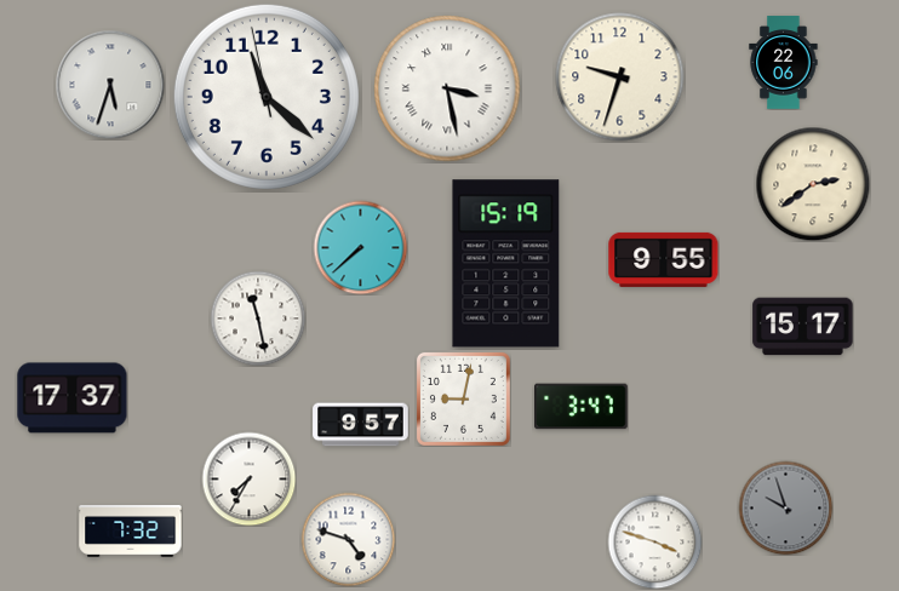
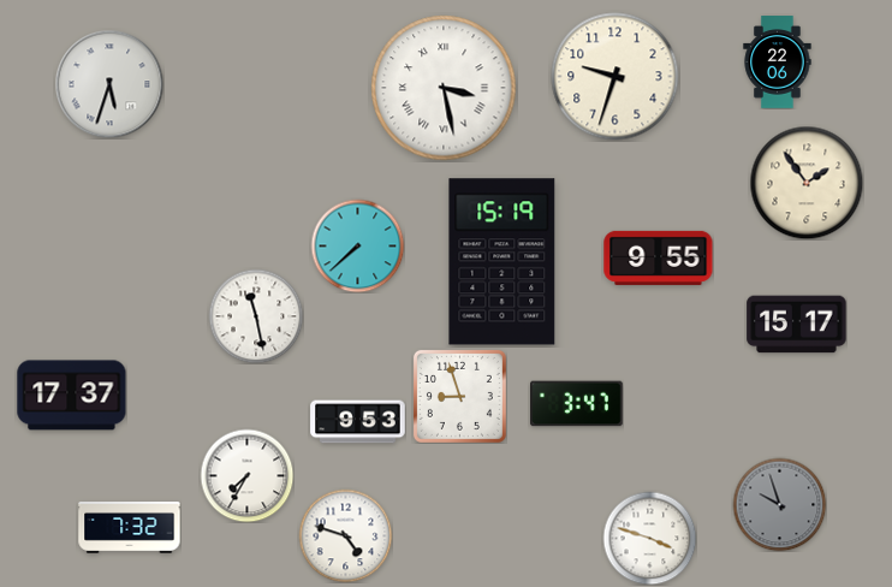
clock at (267, 97): 11:21 -> none
clock at (813, 184): 2:39 -> 1:54
clock at (463, 398): 9:02 -> 8:57
clock at (361, 425): 9:57 -> 9:53
